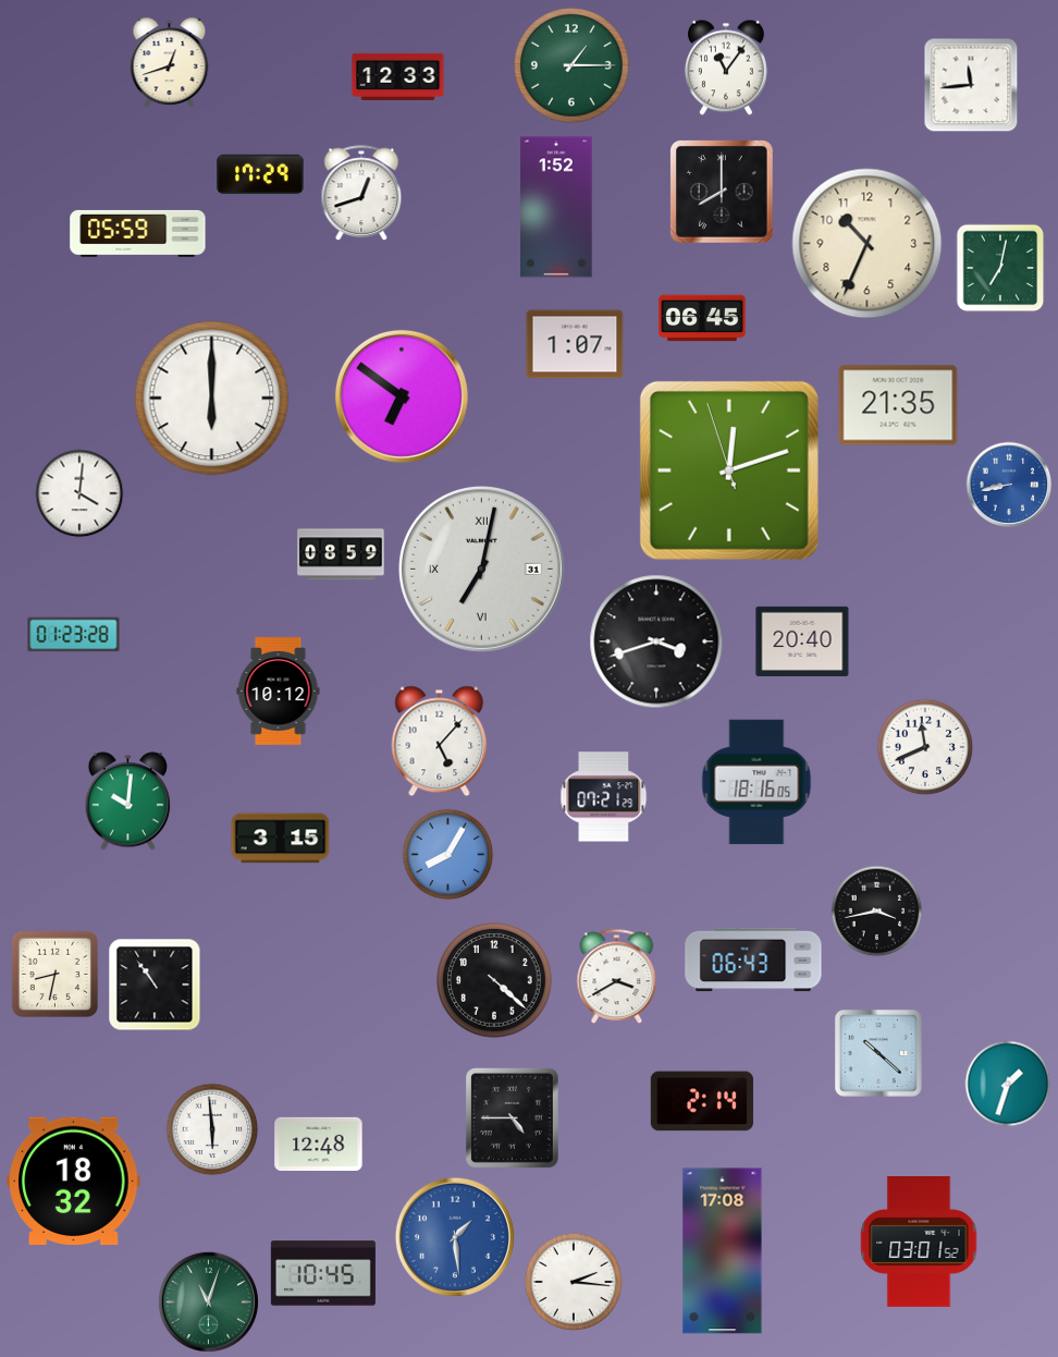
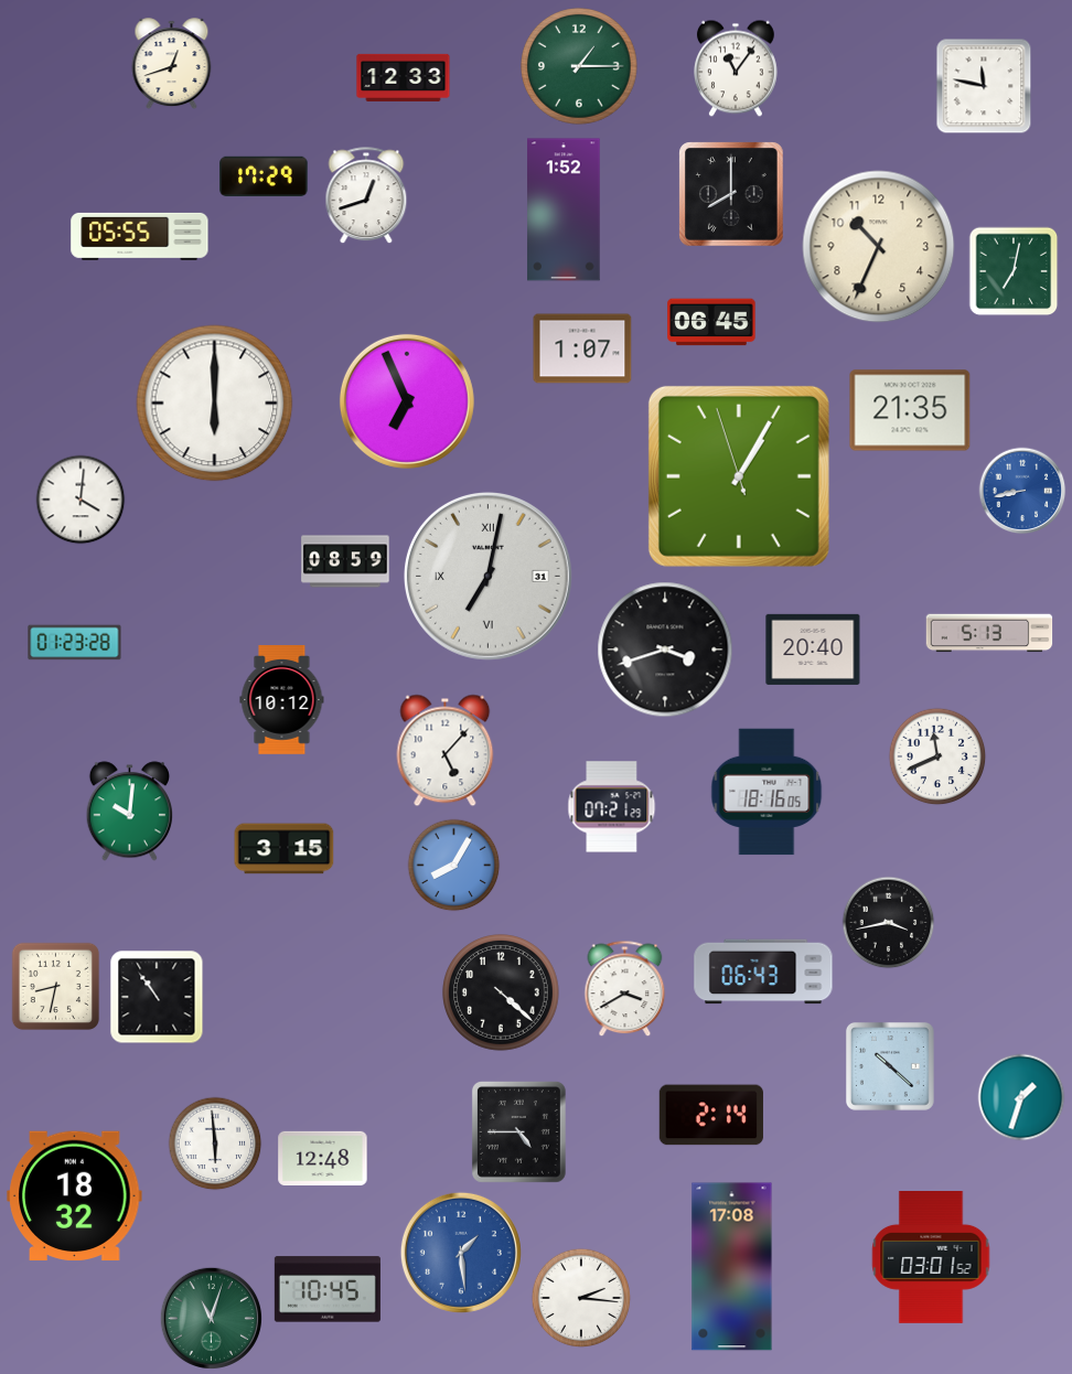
clock at (971, 85): 11:44 -> 11:47
clock at (138, 233): 05:59 -> 05:55
clock at (402, 396): 6:51 -> 6:56
clock at (729, 470): 12:11 -> 1:04
clock at (989, 633): none -> 5:13
